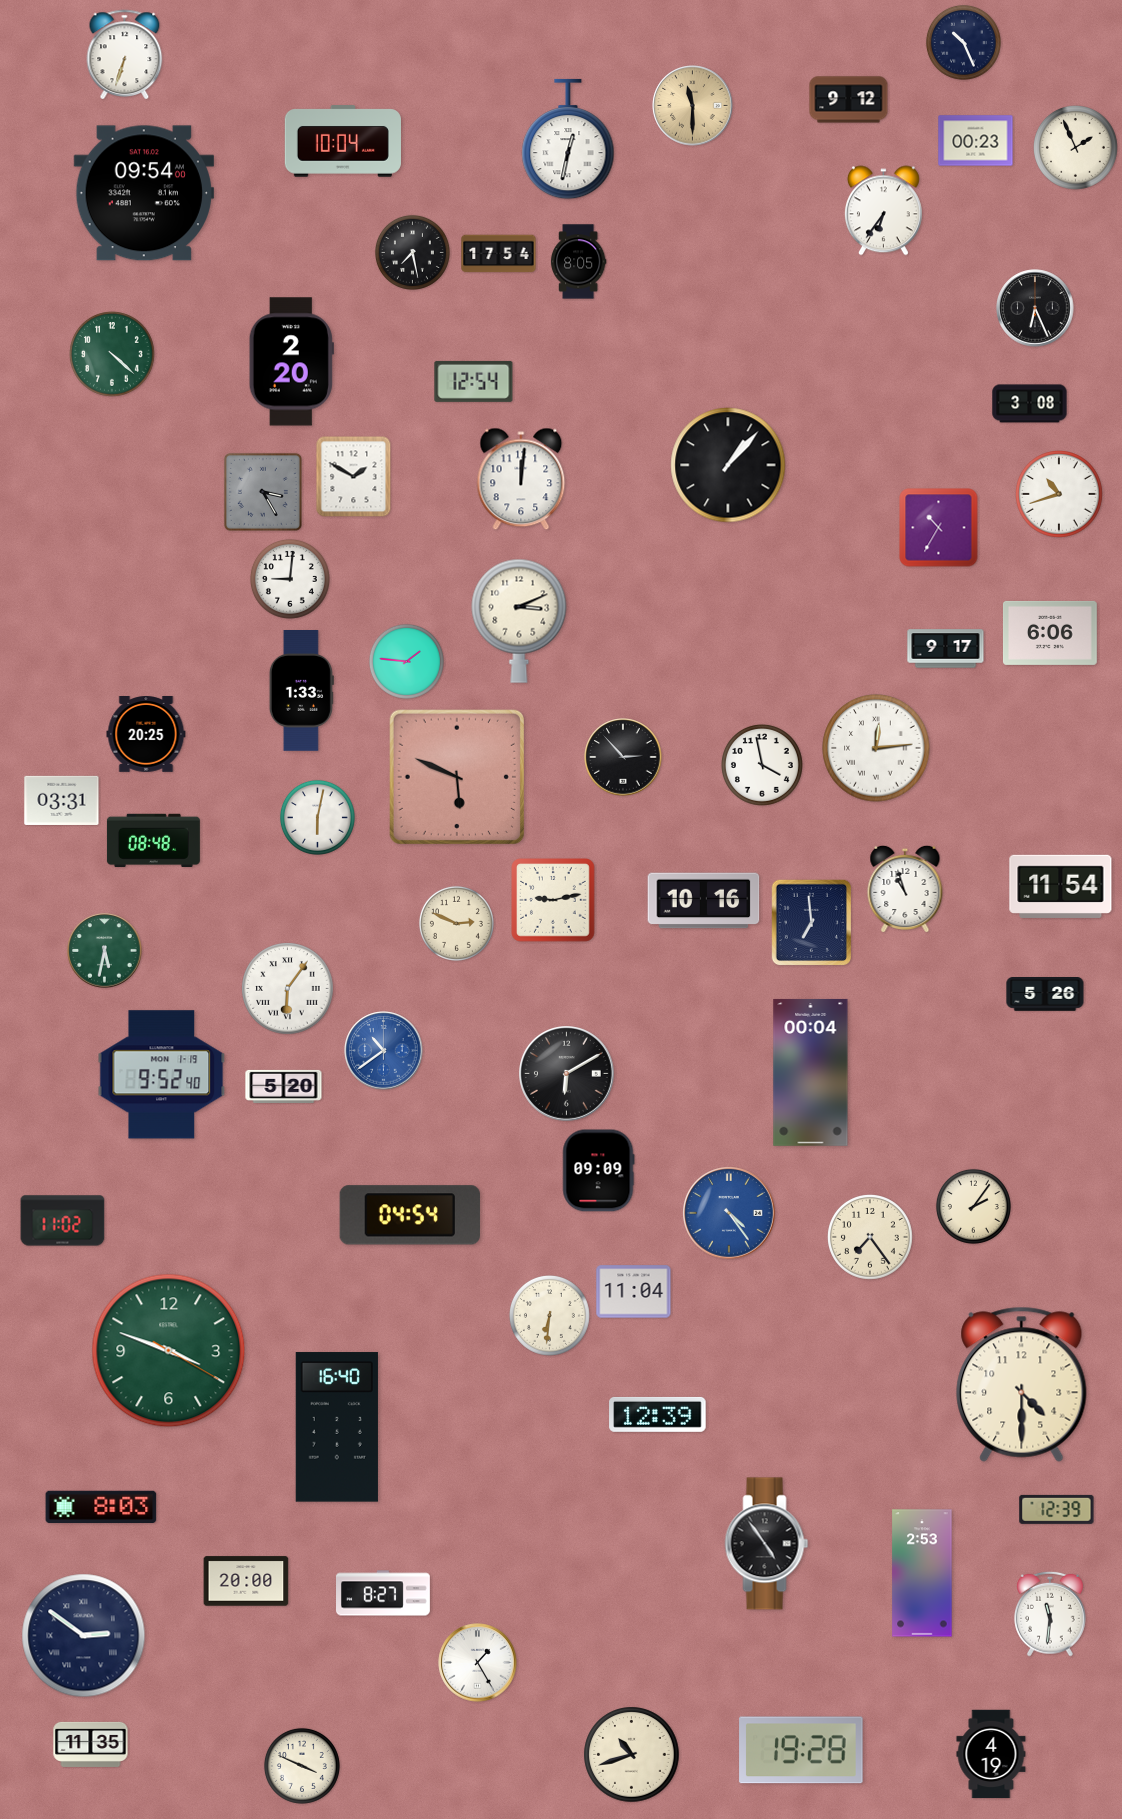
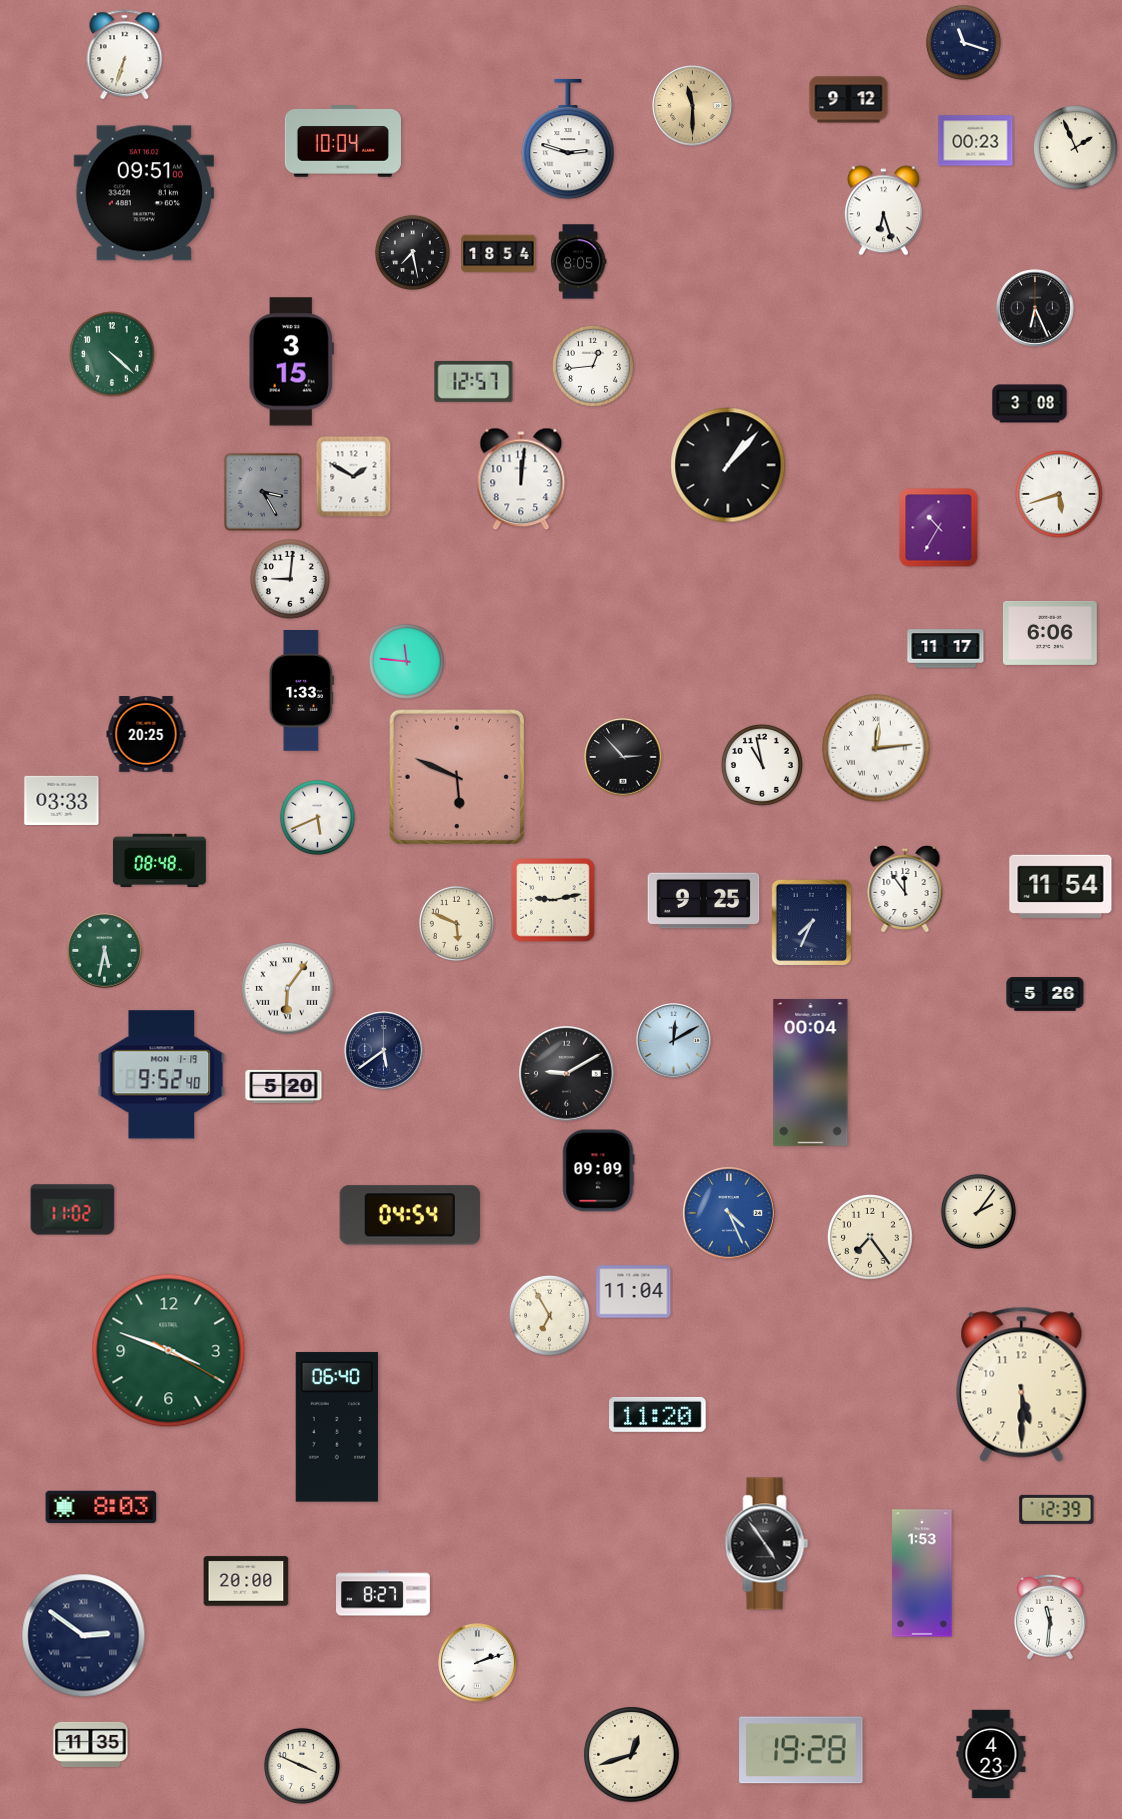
clock at (963, 42): 10:26 -> 11:18
clock at (568, 139): 12:32 -> 2:48
clock at (144, 193): 09:54 -> 09:51
clock at (883, 211): 6:36 -> 6:27
clock at (499, 254): 17:54 -> 18:54
clock at (291, 362): 2:20 -> 3:15
clock at (593, 366): none -> 12:44
clock at (474, 381): 12:54 -> 12:57
clock at (1060, 495): 10:42 -> 5:42
clock at (519, 621): 3:11 -> none
clock at (946, 649): 9:17 -> 11:17
clock at (406, 661): 1:46 -> 11:46
clock at (762, 765): 3:58 -> 10:58
clock at (62, 800): 03:31 -> 03:33
clock at (317, 817): 6:02 -> 5:41
clock at (153, 840) position: (153, 840) -> (159, 860)
clock at (905, 889): 10:57 -> 11:54
clock at (704, 901): 10:16 -> 9:25
clock at (811, 922): 6:59 -> 7:34
clock at (456, 923): 2:49 -> 5:49
clock at (674, 1041): none -> 12:10
clock at (384, 1051): 10:39 -> 5:39
clock at (384, 1051) dial: blue -> navy
clock at (567, 1074): 6:10 -> 9:10
clock at (973, 1206) position: (973, 1206) -> (978, 1211)
clock at (730, 1214): 4:24 -> 4:26
clock at (63, 1221) position: (63, 1221) -> (73, 1210)
clock at (549, 1315): 6:31 -> 6:55
clock at (1022, 1384): 4:30 -> 5:30
clock at (658, 1414): 12:39 -> 11:20
clock at (337, 1427): 16:40 -> 06:40
clock at (922, 1573): 2:53 -> 1:53
clock at (1051, 1614) position: (1051, 1614) -> (1051, 1617)
clock at (478, 1663): 1:25 -> 2:12
clock at (991, 1754): 4:19 -> 4:23
clock at (632, 1755): 10:42 -> 12:42
